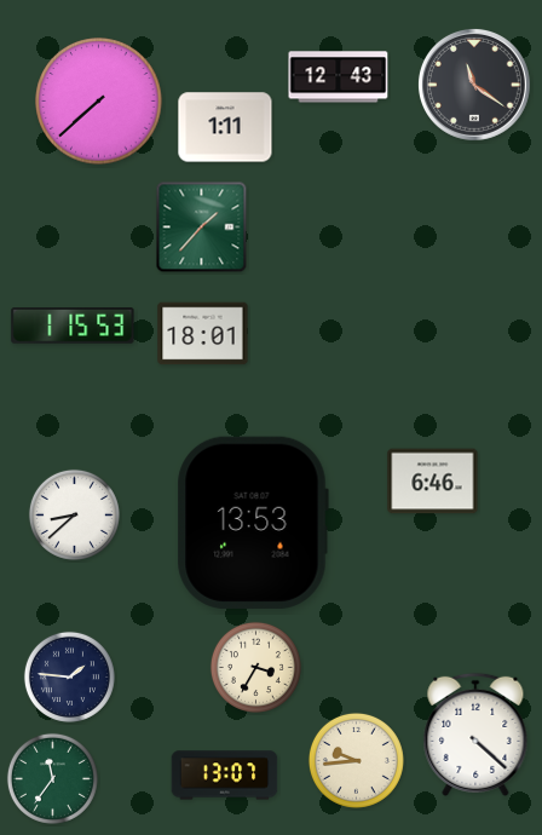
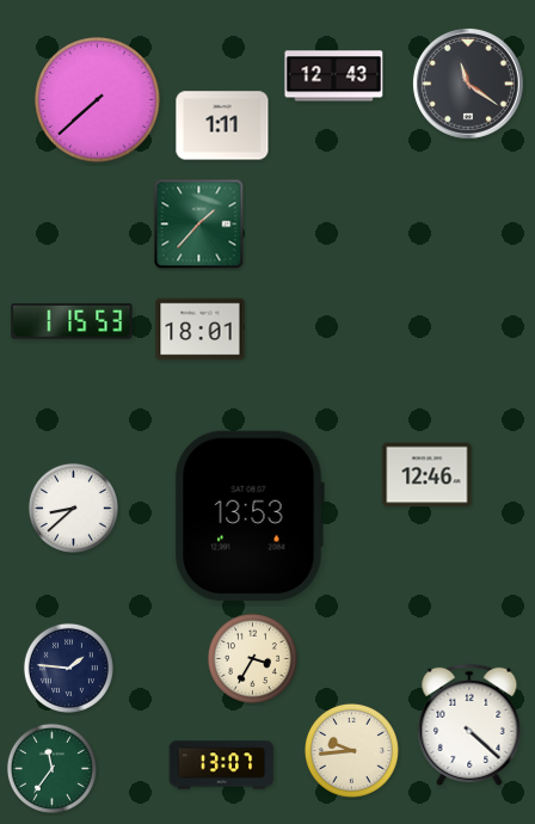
clock at (433, 482): 6:46 -> 12:46
